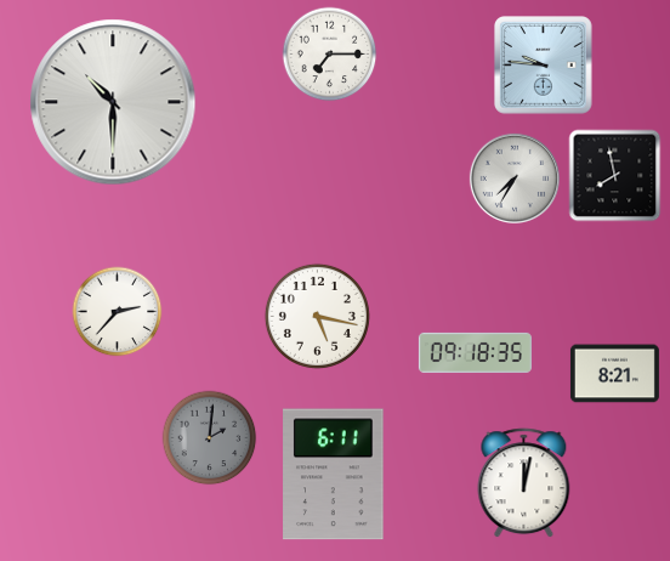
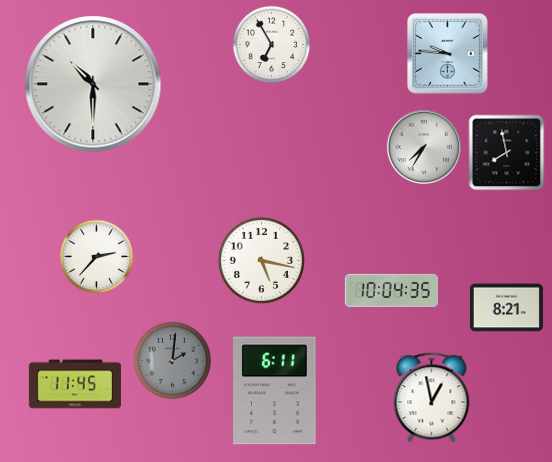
clock at (330, 55): 7:15 -> 6:55
clock at (615, 176) position: (615, 176) -> (507, 153)
clock at (475, 352): 09:18 -> 10:04
clock at (75, 384): none -> 11:45
clock at (524, 483): 12:02 -> 12:58
